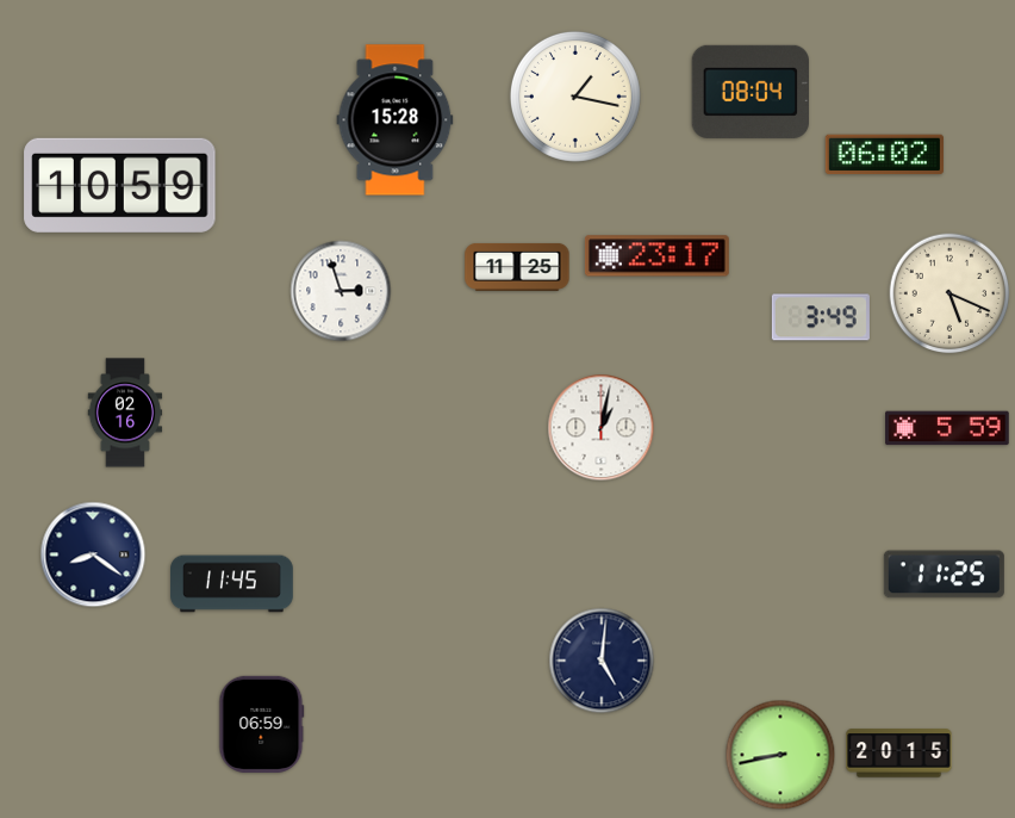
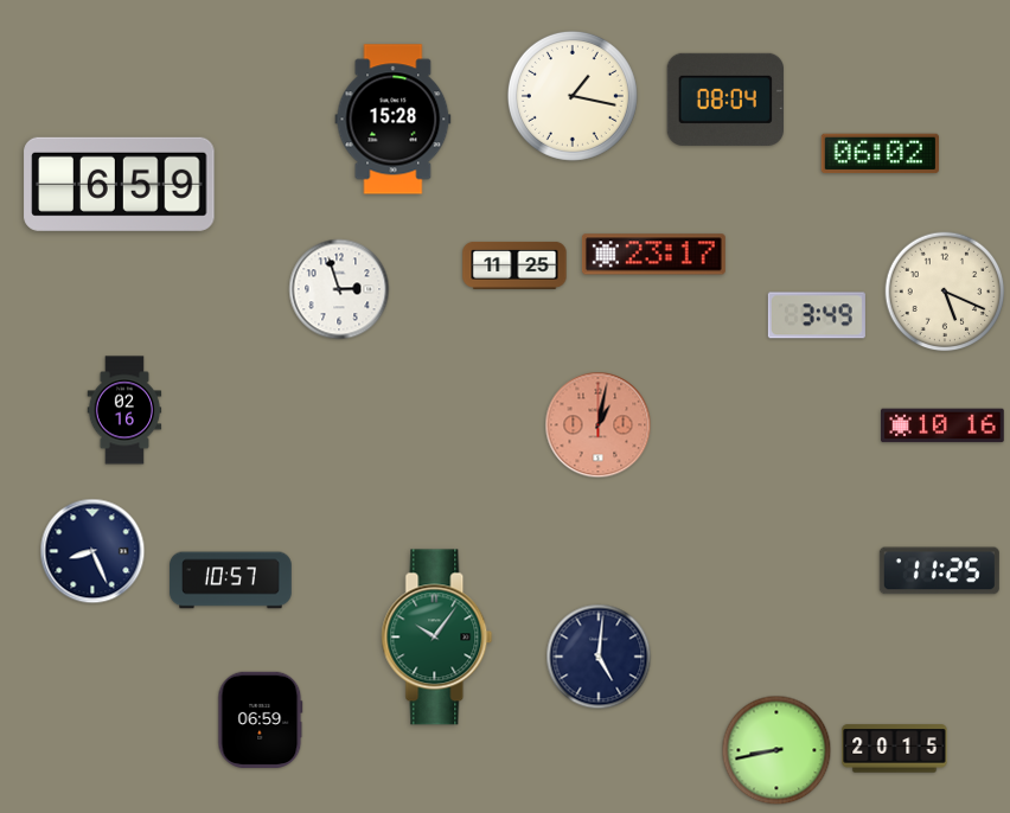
clock at (749, 92) position: (749, 92) -> (724, 100)
clock at (120, 185): 10:59 -> 6:59
clock at (602, 428) dial: white -> salmon
clock at (947, 428): 5:59 -> 10:16
clock at (93, 554): 8:21 -> 8:26
clock at (232, 584): 11:45 -> 10:57
clock at (437, 638): none -> 10:06
